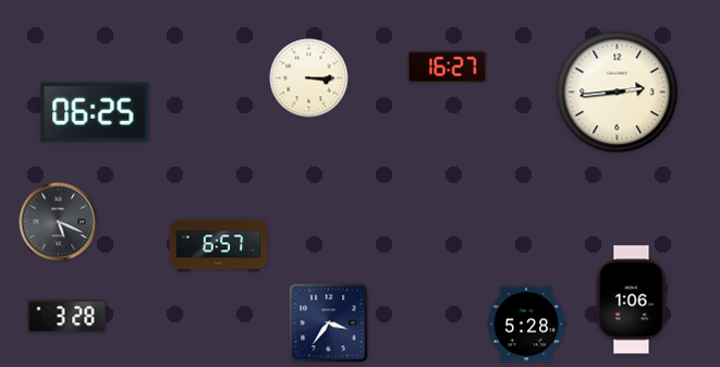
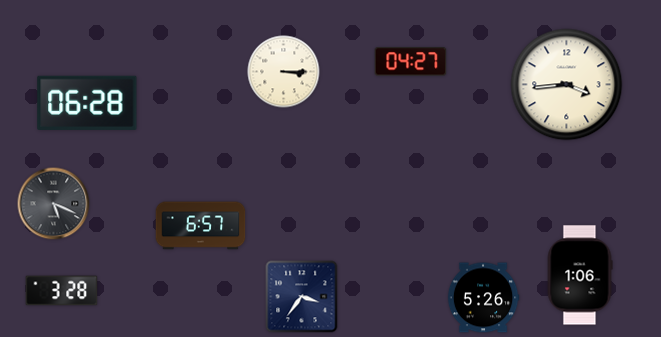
clock at (448, 68): 16:27 -> 04:27
clock at (618, 93): 2:44 -> 3:44
clock at (95, 112): 06:25 -> 06:28
clock at (526, 325): 5:28 -> 5:26
